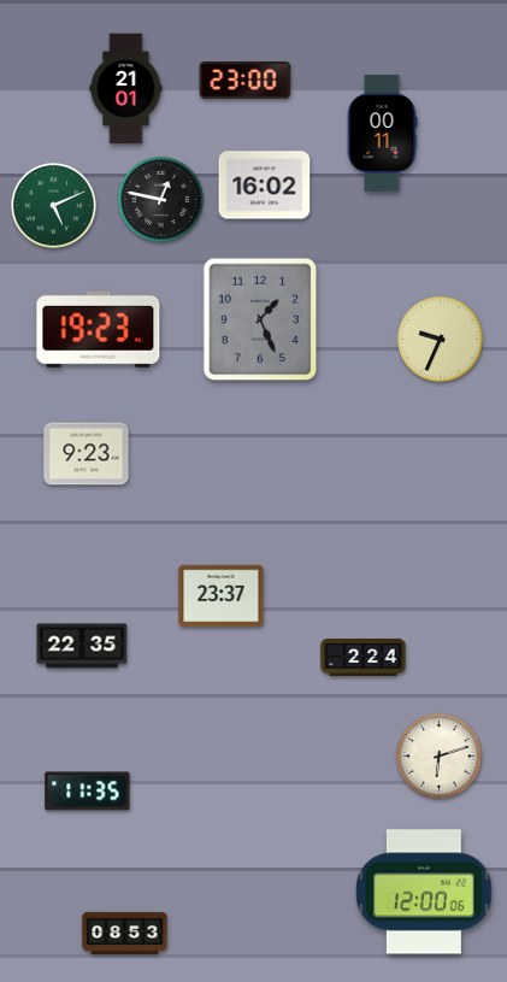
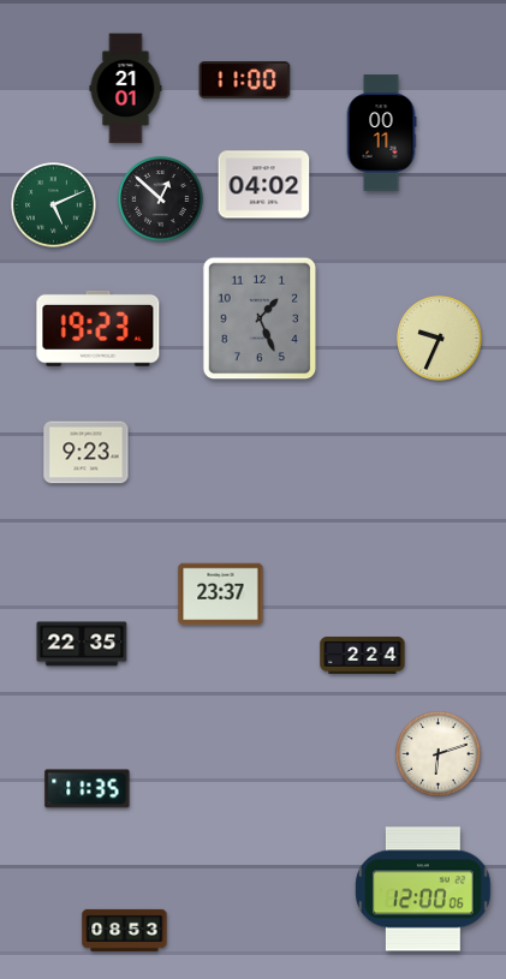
clock at (246, 81): 23:00 -> 11:00
clock at (265, 186): 16:02 -> 04:02
clock at (161, 200): 12:47 -> 12:52
